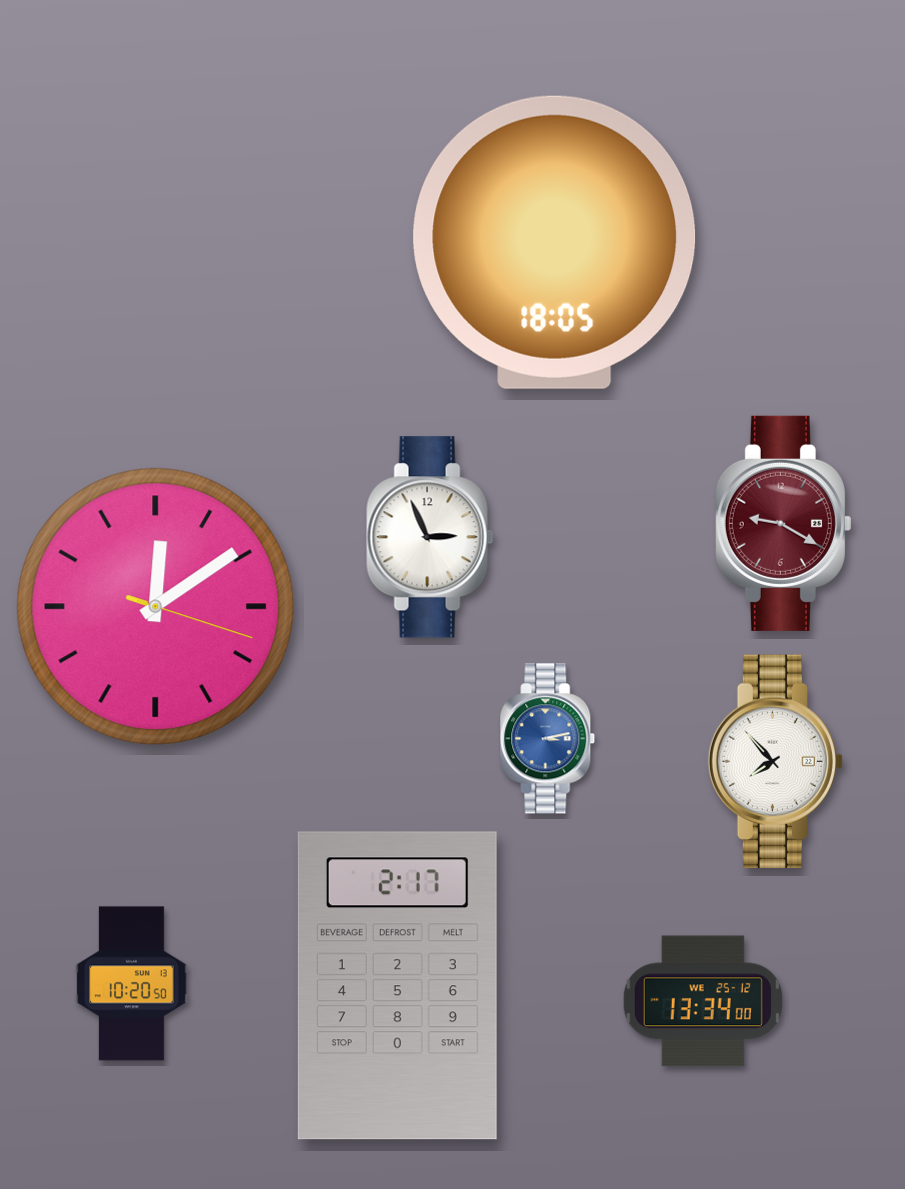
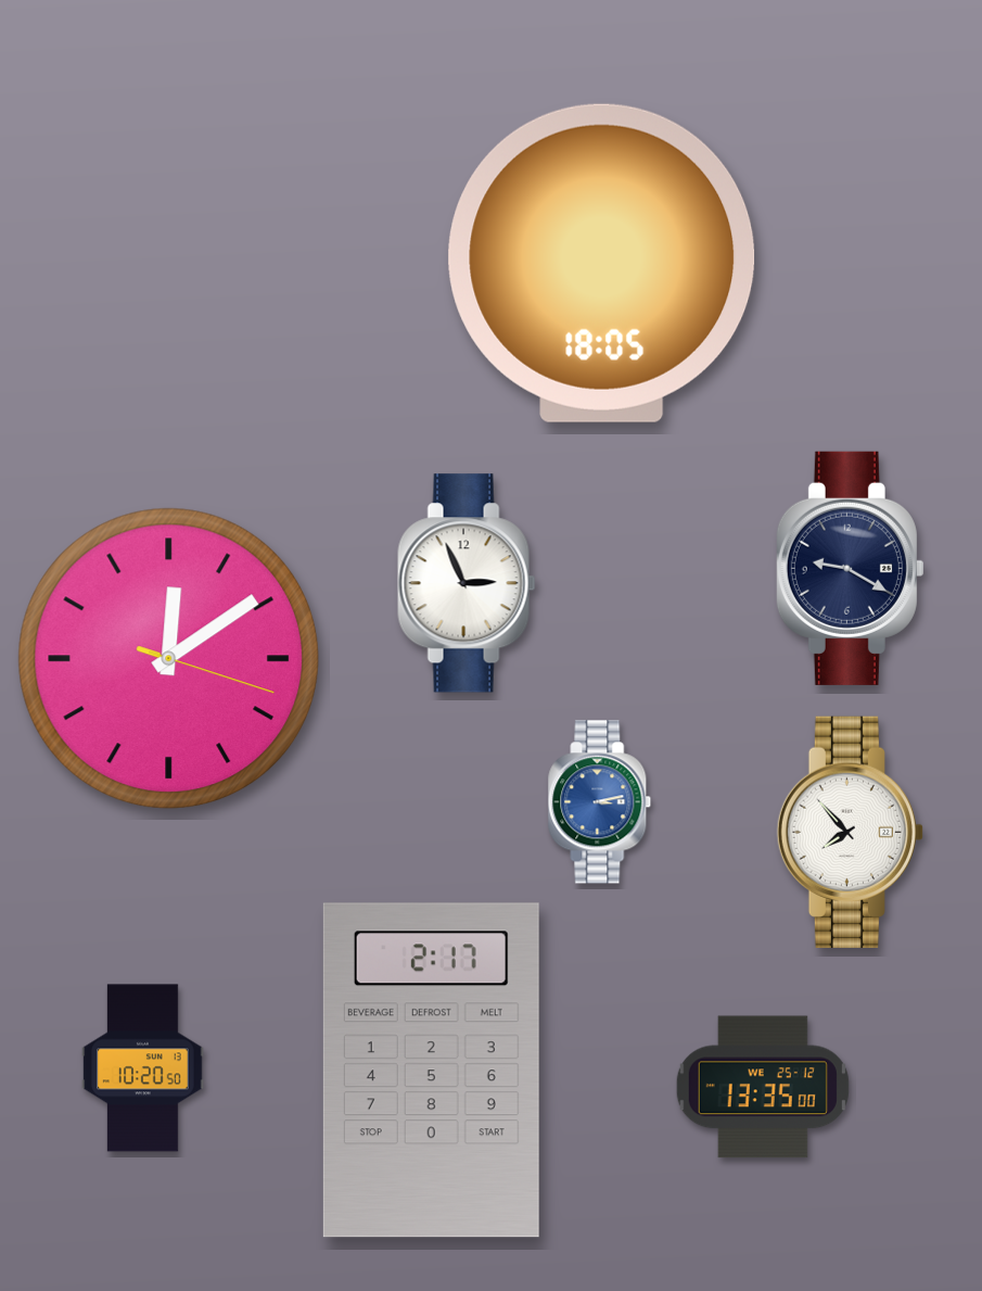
clock at (783, 523) dial: burgundy -> navy
clock at (548, 739) position: (548, 739) -> (600, 802)
clock at (775, 761) position: (775, 761) -> (850, 832)
clock at (703, 1001): 13:34 -> 13:35
